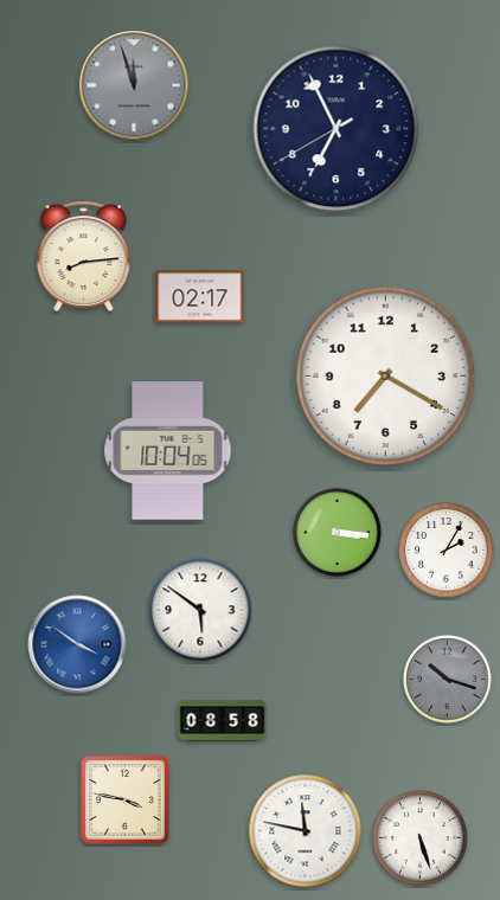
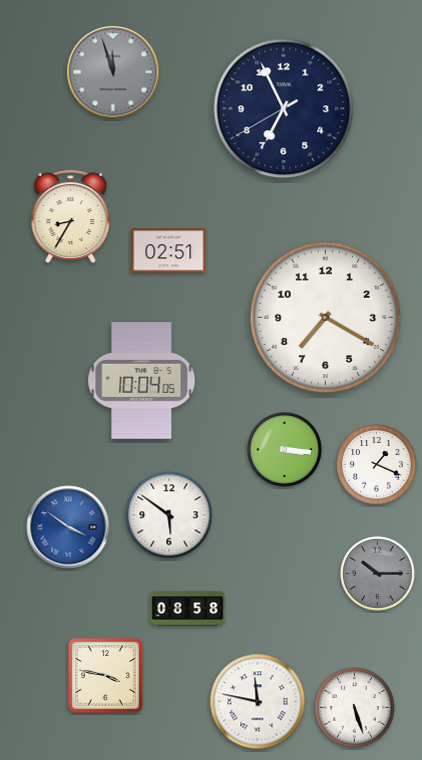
clock at (84, 257): 8:14 -> 8:35
clock at (200, 297): 02:17 -> 02:51
clock at (447, 551): 2:05 -> 1:19
clock at (77, 644) position: (77, 644) -> (68, 527)
clock at (448, 680): 10:18 -> 10:15
